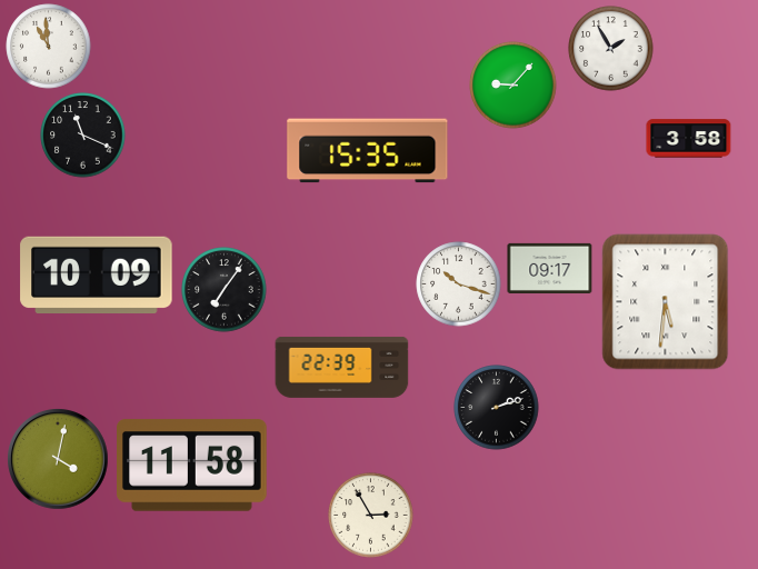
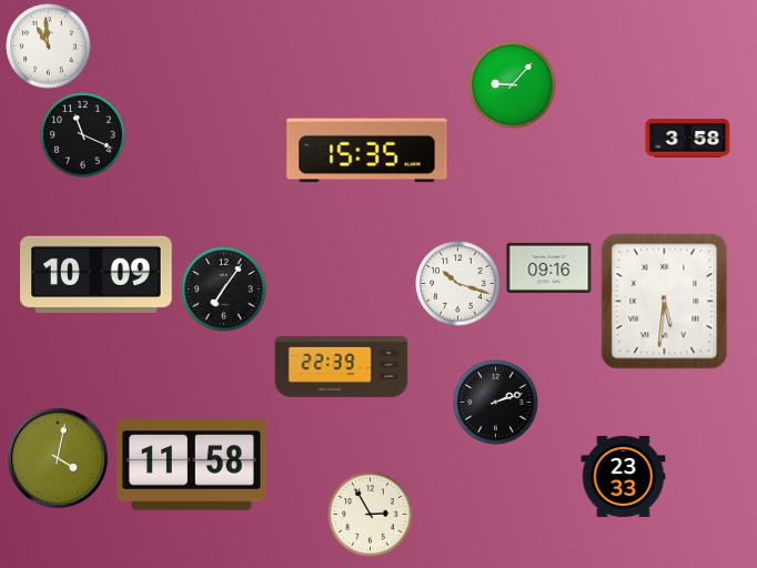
clock at (611, 49): 1:55 -> none
clock at (550, 268): 09:17 -> 09:16
clock at (497, 408) position: (497, 408) -> (496, 403)
clock at (624, 476): none -> 23:33
